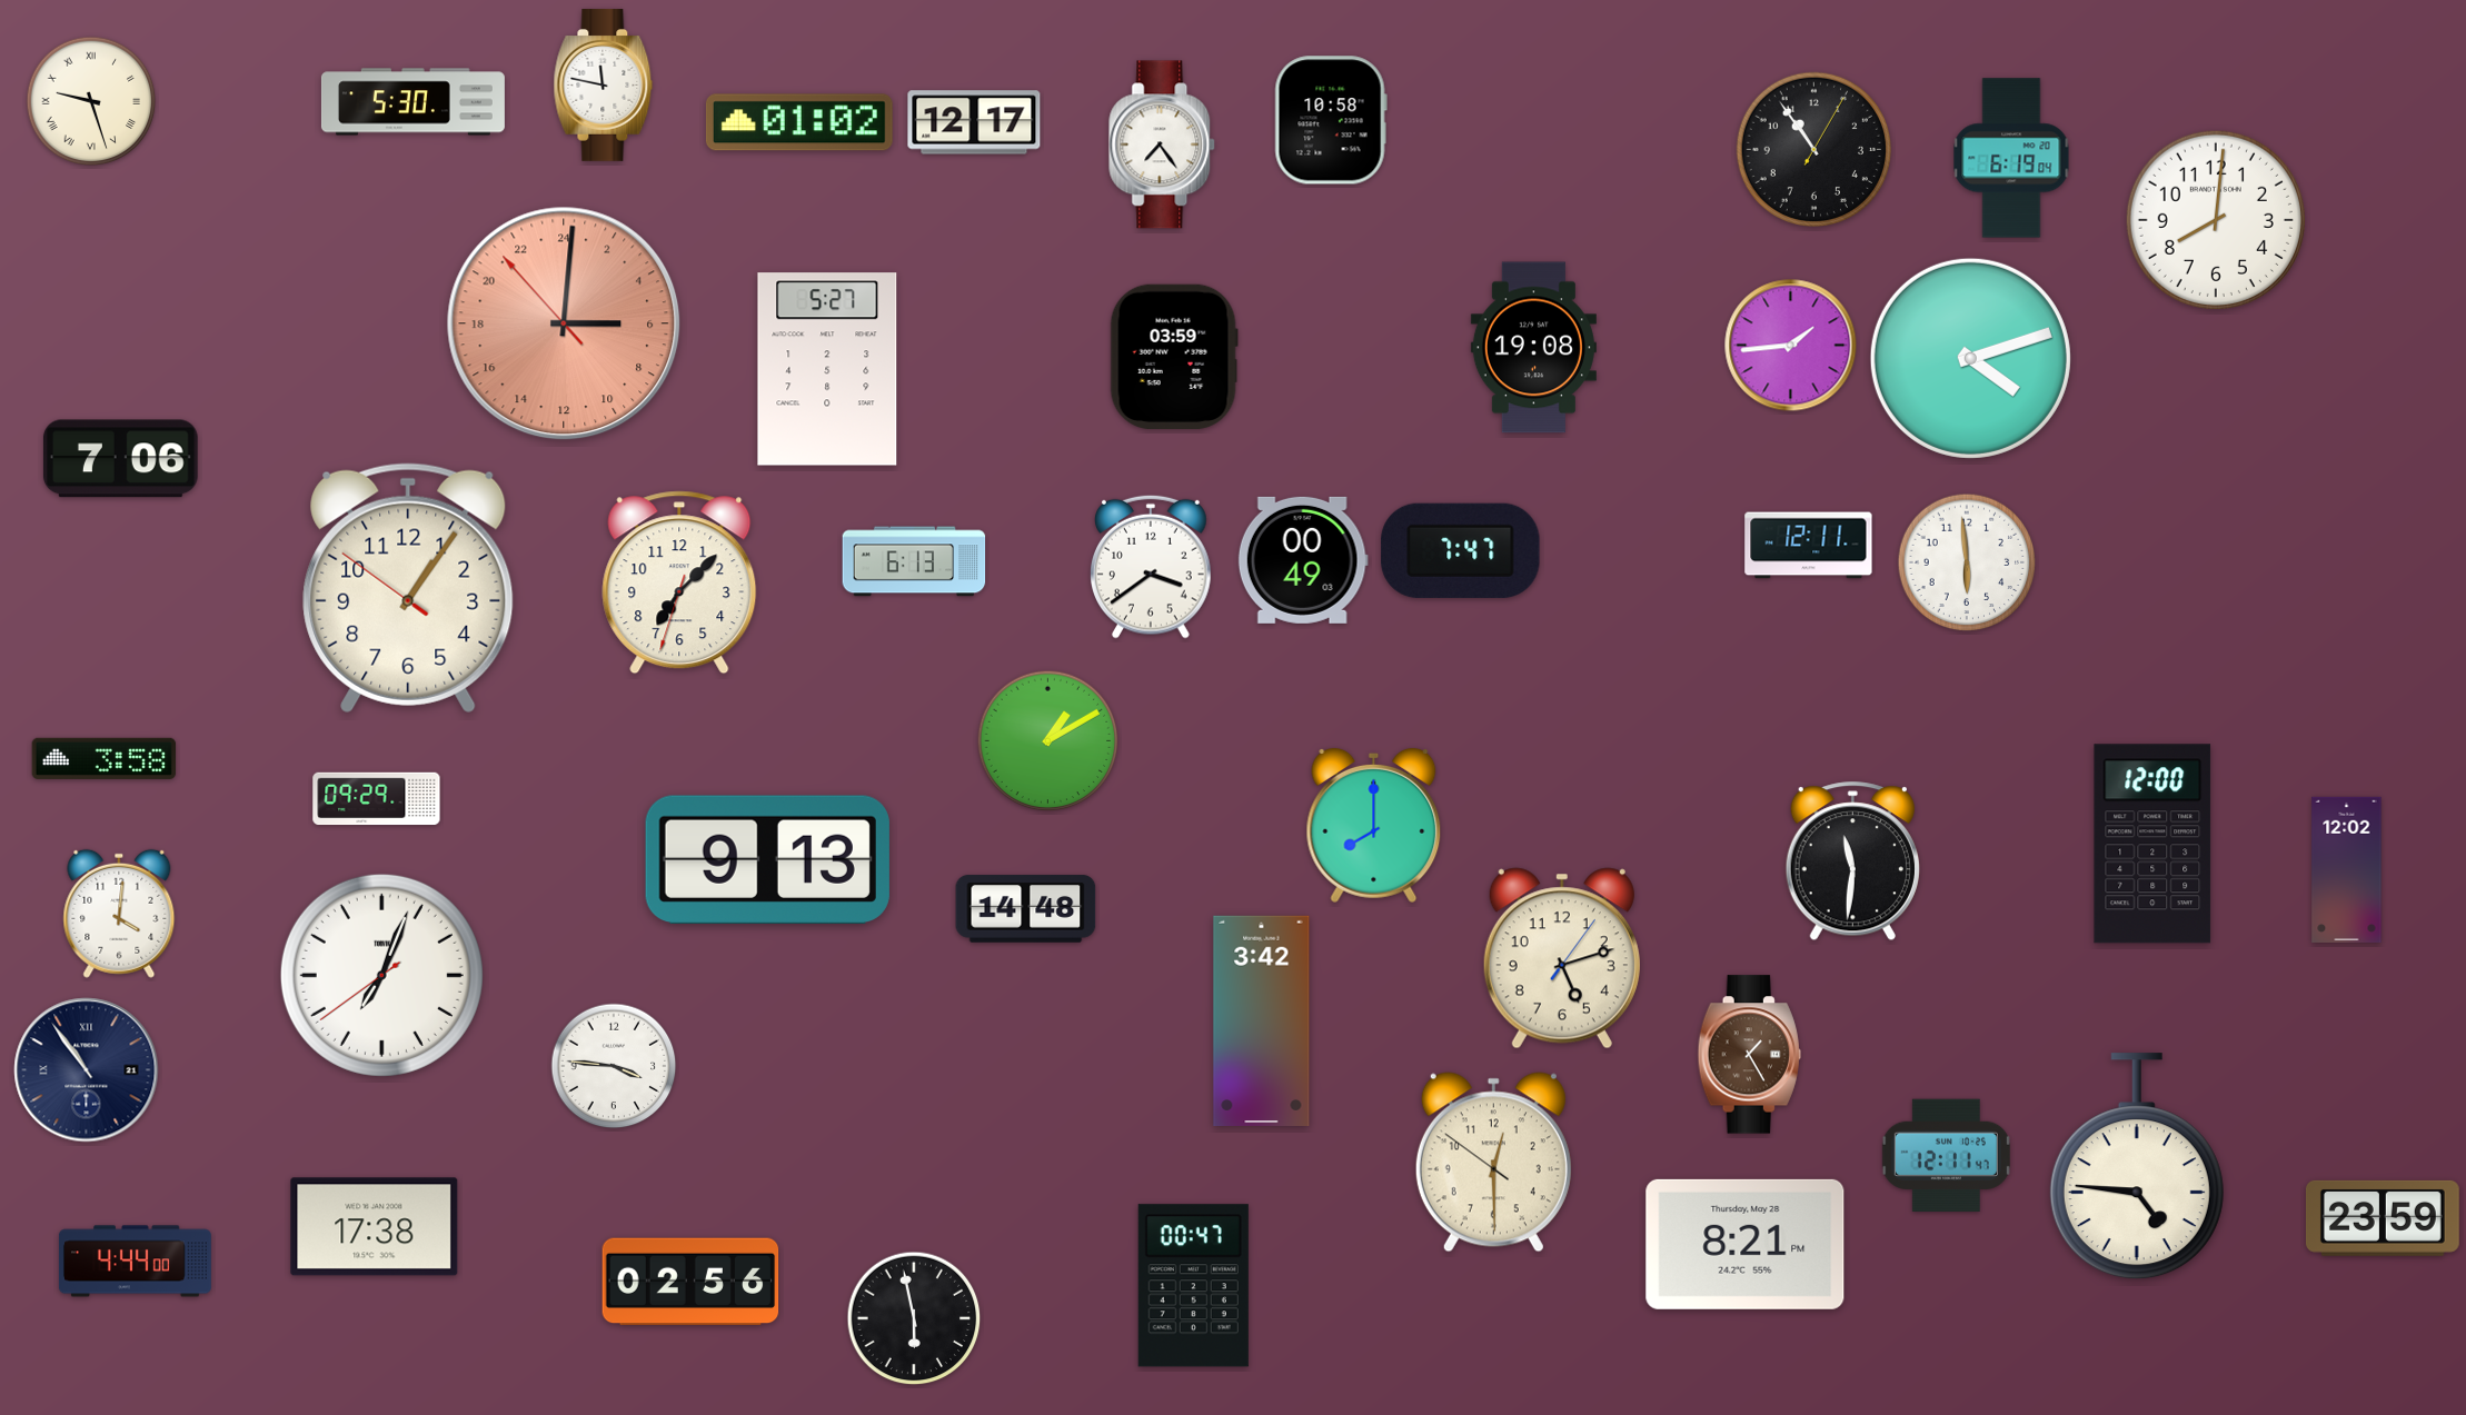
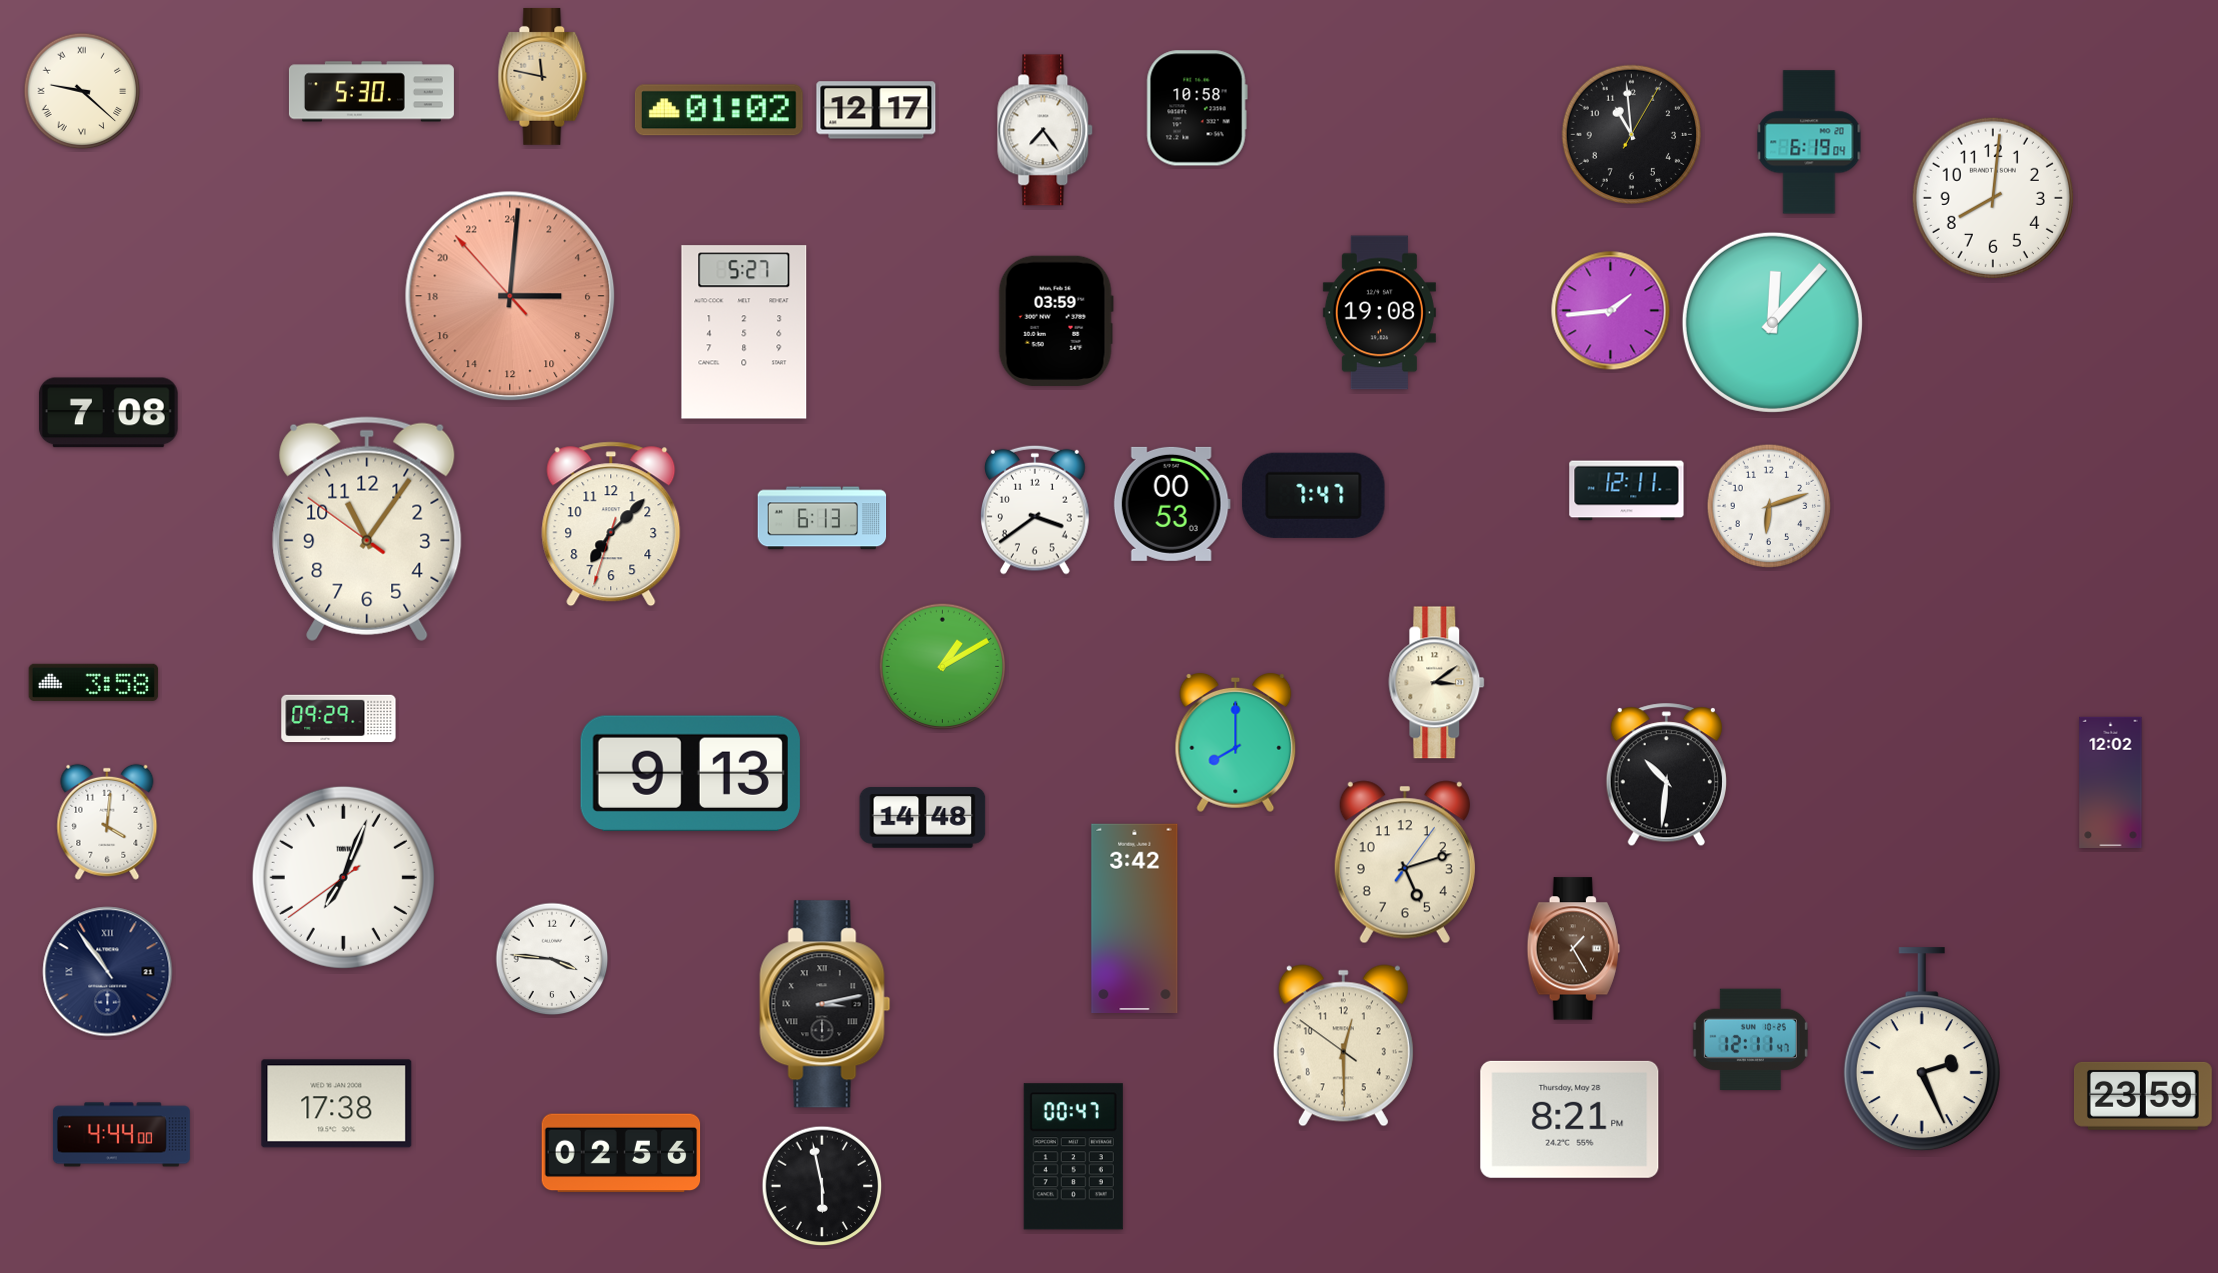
clock at (604, 84) dial: white -> champagne
clock at (91, 101): 9:27 -> 9:22
clock at (1813, 149): 10:54 -> 10:59
clock at (564, 323) position: (564, 323) -> (510, 296)
clock at (1970, 358): 4:12 -> 12:07
clock at (120, 459): 7:06 -> 7:08
clock at (1303, 560): 00:49 -> 00:53
clock at (914, 561) position: (914, 561) -> (822, 518)
clock at (1967, 562): 5:59 -> 6:12
clock at (408, 588): 1:05 -> 11:05
clock at (1437, 683): none -> 3:09
clock at (2152, 844): 12:00 -> none
clock at (1852, 861): 11:31 -> 10:31
clock at (87, 1070) position: (87, 1070) -> (108, 972)
clock at (825, 1004): none -> 3:13
clock at (2137, 1167): 4:46 -> 2:26
